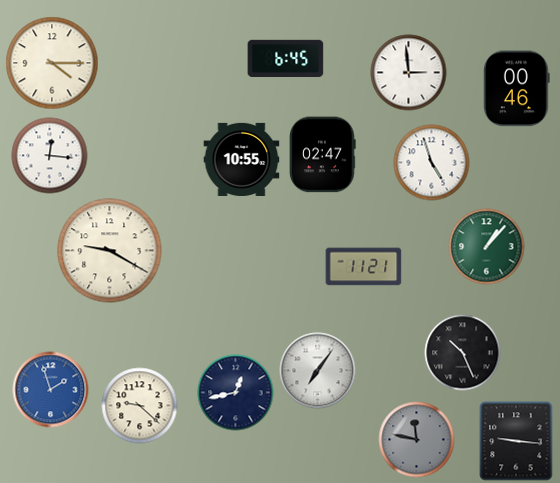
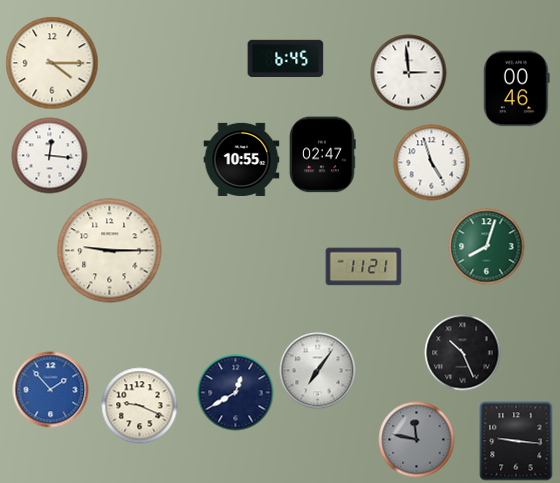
clock at (487, 247): 1:07 -> 8:03
clock at (110, 251): 9:20 -> 9:15
clock at (51, 390): 1:57 -> 1:53
clock at (236, 393): 12:43 -> 12:40
clock at (140, 406): 9:22 -> 9:19
